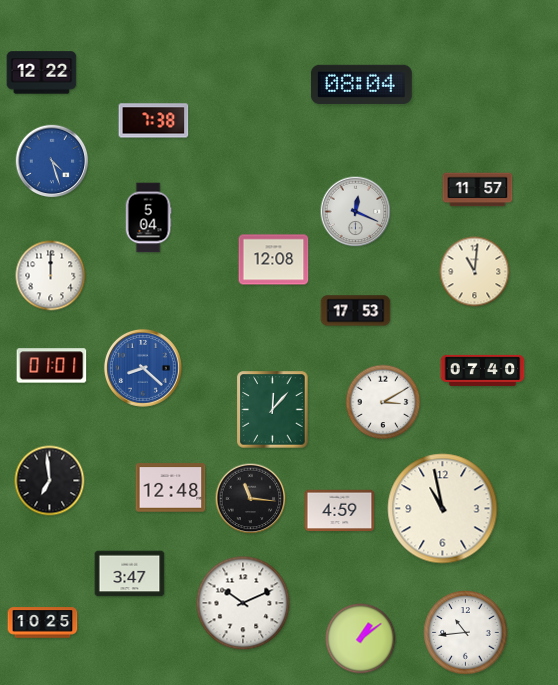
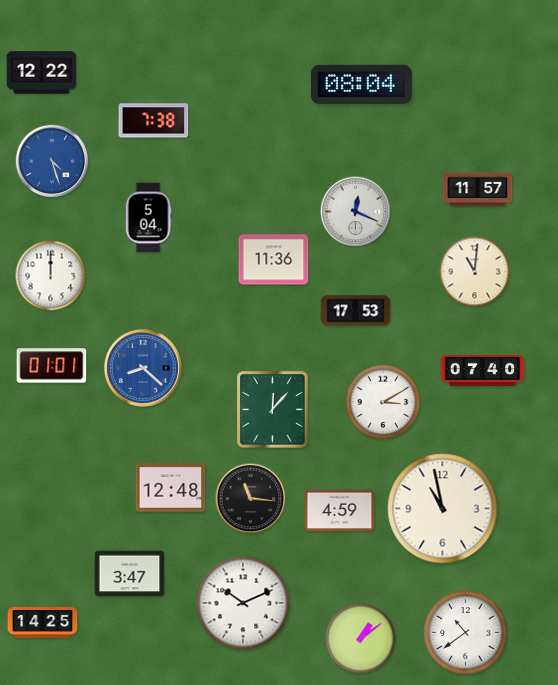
clock at (274, 260): 12:08 -> 11:36
clock at (50, 481): 6:59 -> none
clock at (43, 623): 10:25 -> 14:25
clock at (466, 633): 10:44 -> 10:39
